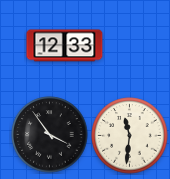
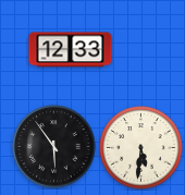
clock at (50, 135): 3:54 -> 5:54
clock at (130, 136): 11:31 -> 5:31
